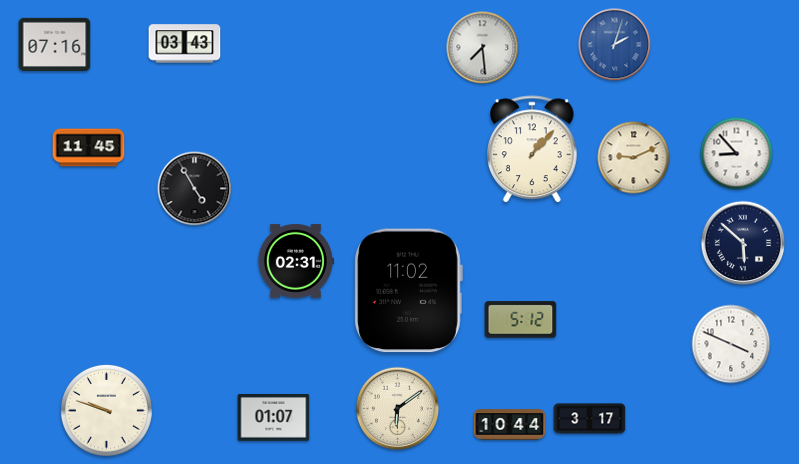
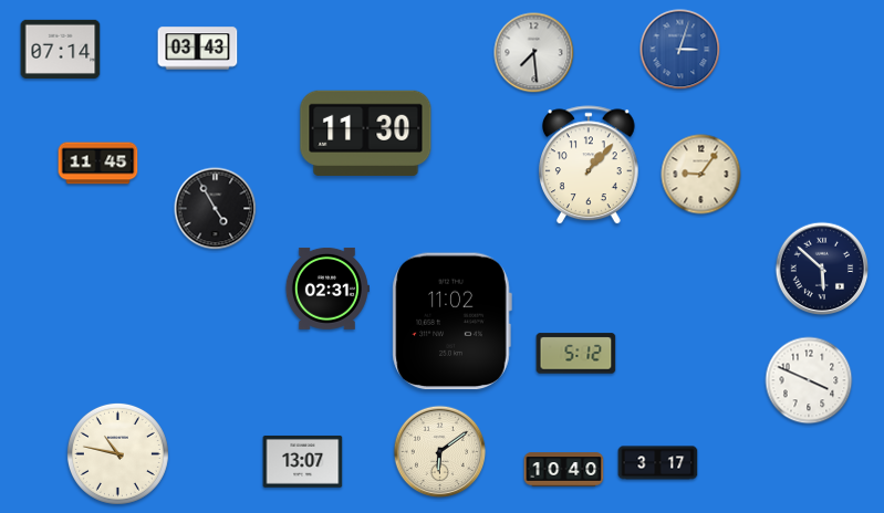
clock at (55, 44): 07:16 -> 07:14
clock at (185, 44) position: (185, 44) -> (198, 49)
clock at (615, 45): 2:03 -> 3:03
clock at (366, 134): none -> 11:30
clock at (737, 154): 8:53 -> none
clock at (634, 158): 9:11 -> 9:06
clock at (106, 410): 9:48 -> 10:47
clock at (274, 417): 01:07 -> 13:07
clock at (590, 419) position: (590, 419) -> (658, 463)
clock at (510, 425): 10:44 -> 10:40
